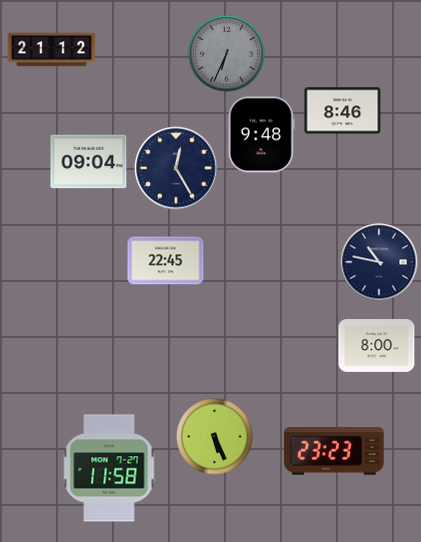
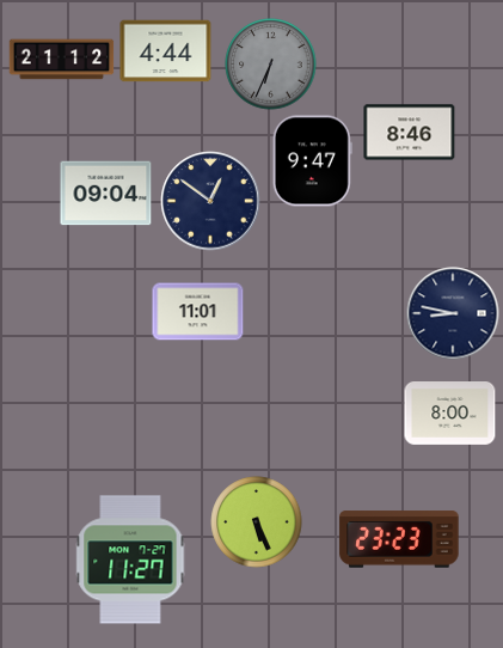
clock at (166, 51): none -> 4:44
clock at (261, 135): 9:48 -> 9:47
clock at (176, 168): 12:25 -> 12:51
clock at (166, 261): 22:45 -> 11:01
clock at (379, 262): 10:47 -> 8:47
clock at (109, 468): 11:58 -> 11:27
